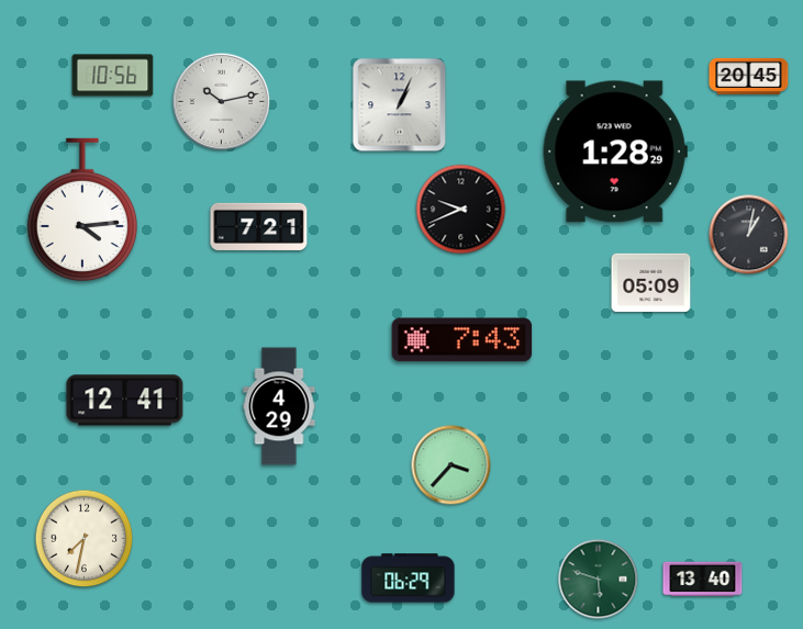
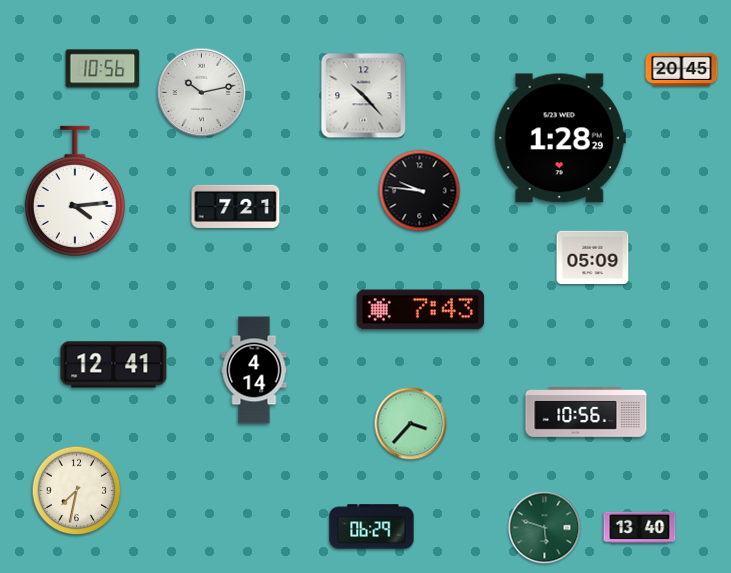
clock at (400, 105): 1:04 -> 10:23
clock at (461, 210): 9:41 -> 9:46
clock at (749, 235): 1:02 -> none
clock at (279, 406): 4:29 -> 4:14
clock at (586, 413): none -> 10:56
